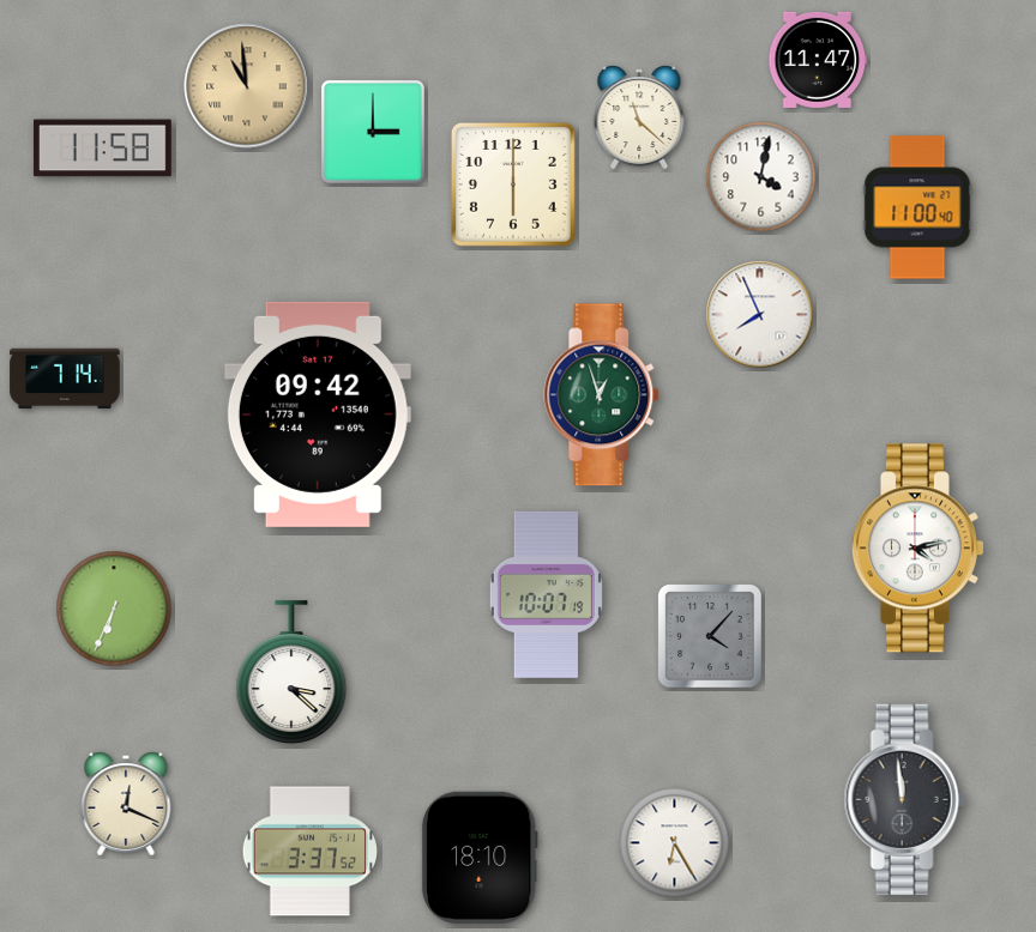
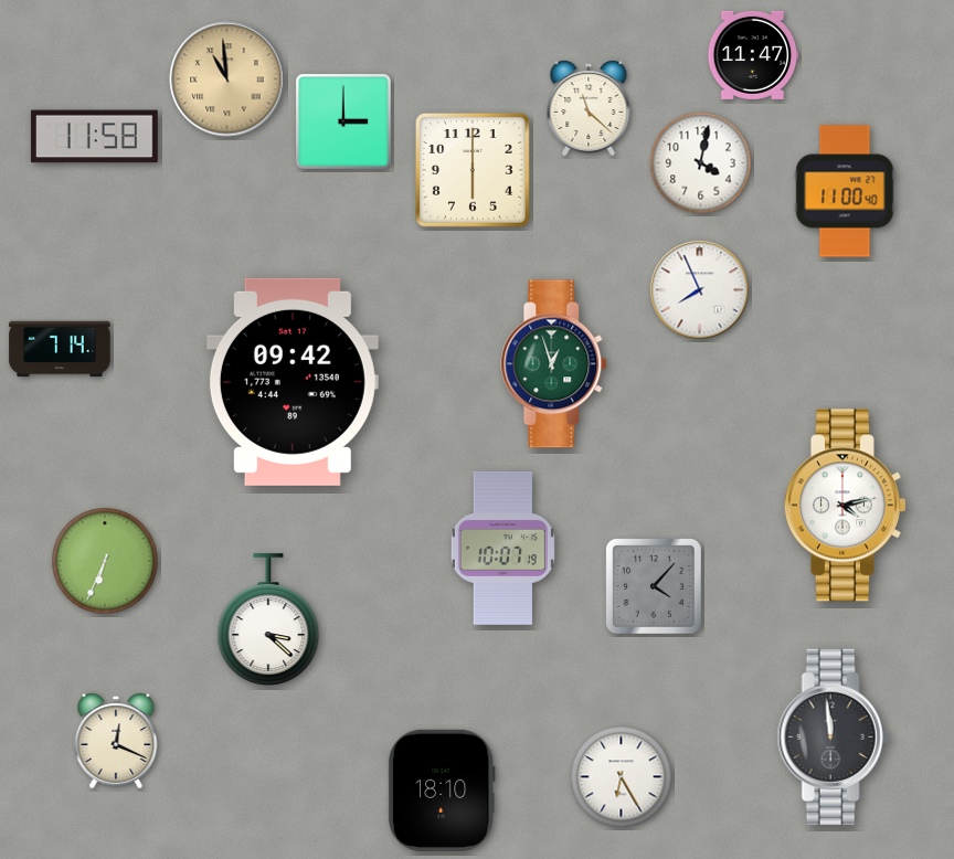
clock at (309, 852): 3:37 -> none
